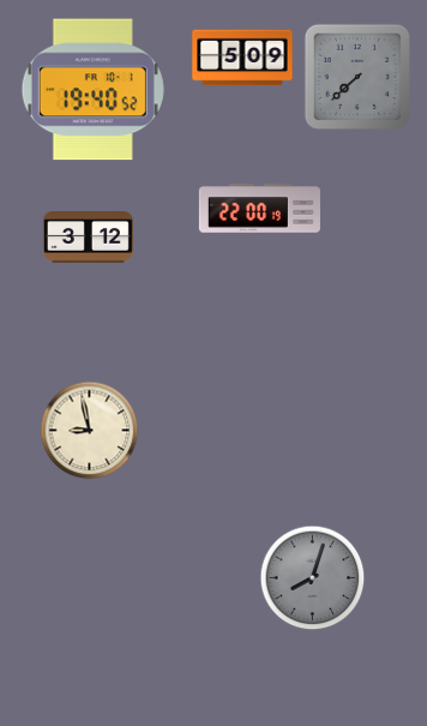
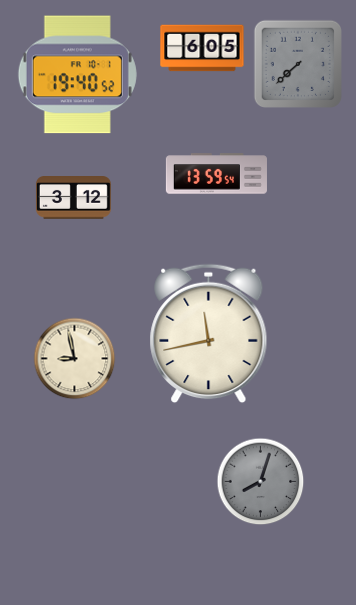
clock at (242, 58): 5:09 -> 6:05
clock at (259, 209): 22:00 -> 13:59
clock at (209, 334): none -> 11:43
